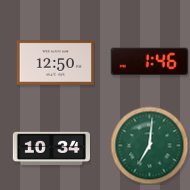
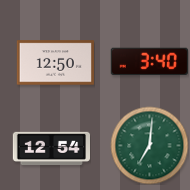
clock at (149, 62): 1:46 -> 3:40
clock at (51, 148): 10:34 -> 12:54
